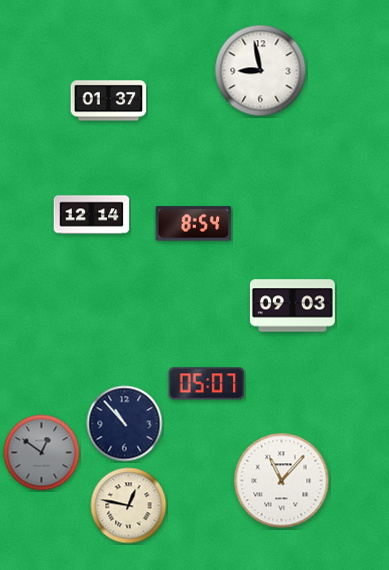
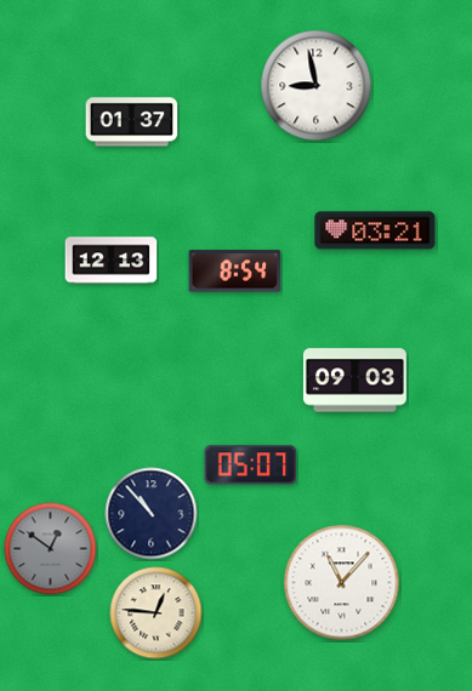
clock at (375, 230): none -> 03:21
clock at (92, 215): 12:14 -> 12:13
clock at (292, 306) position: (292, 306) -> (354, 381)
clock at (129, 506): 12:47 -> 12:46
